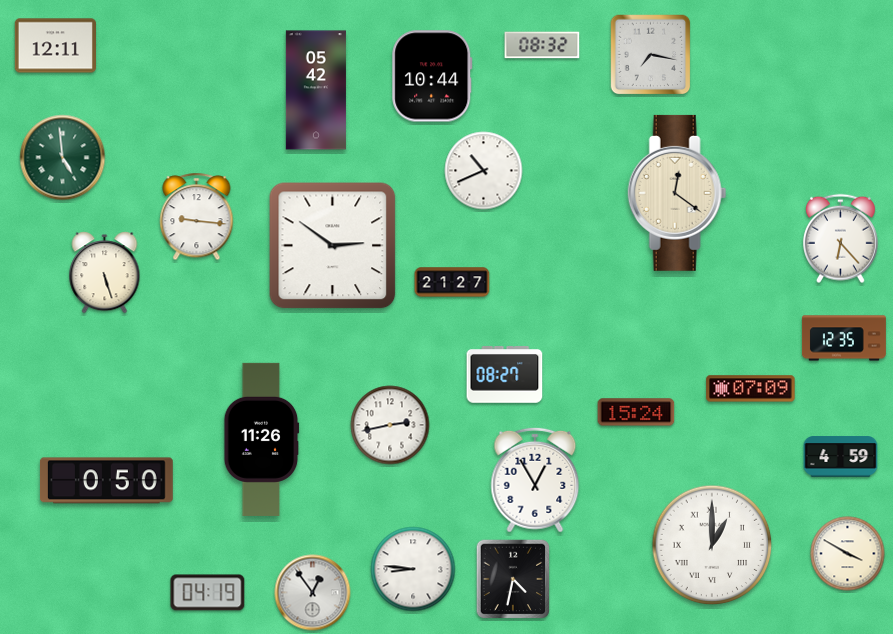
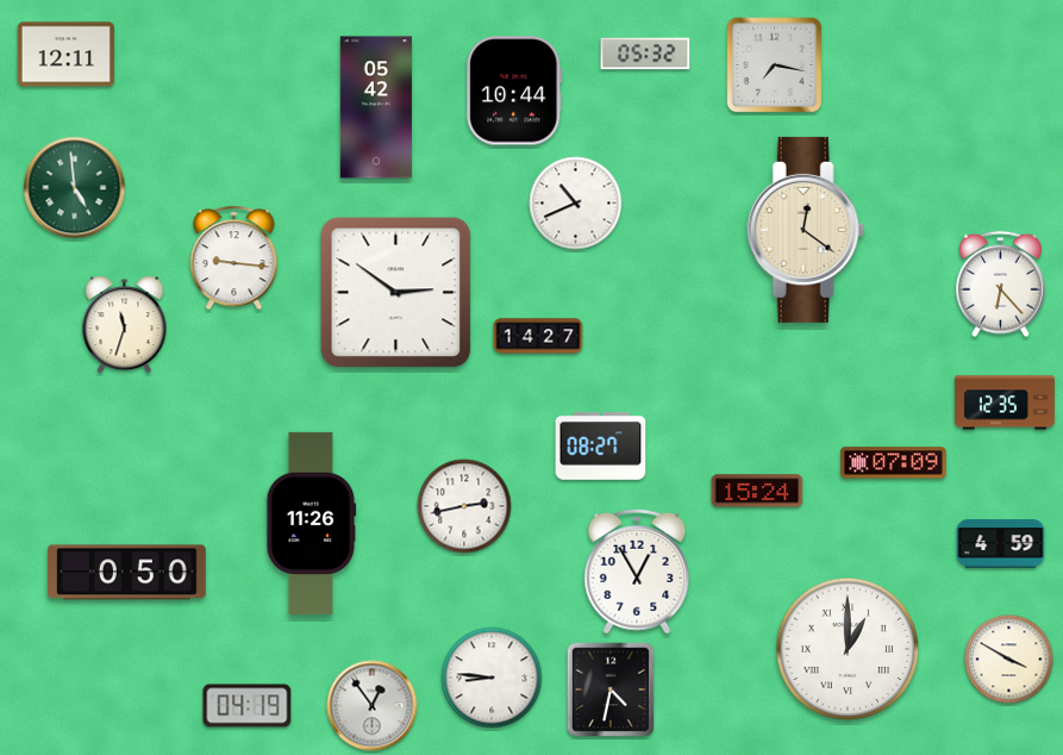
clock at (542, 45): 08:32 -> 05:32
clock at (105, 273): 5:27 -> 11:33
clock at (452, 282): 21:27 -> 14:27
